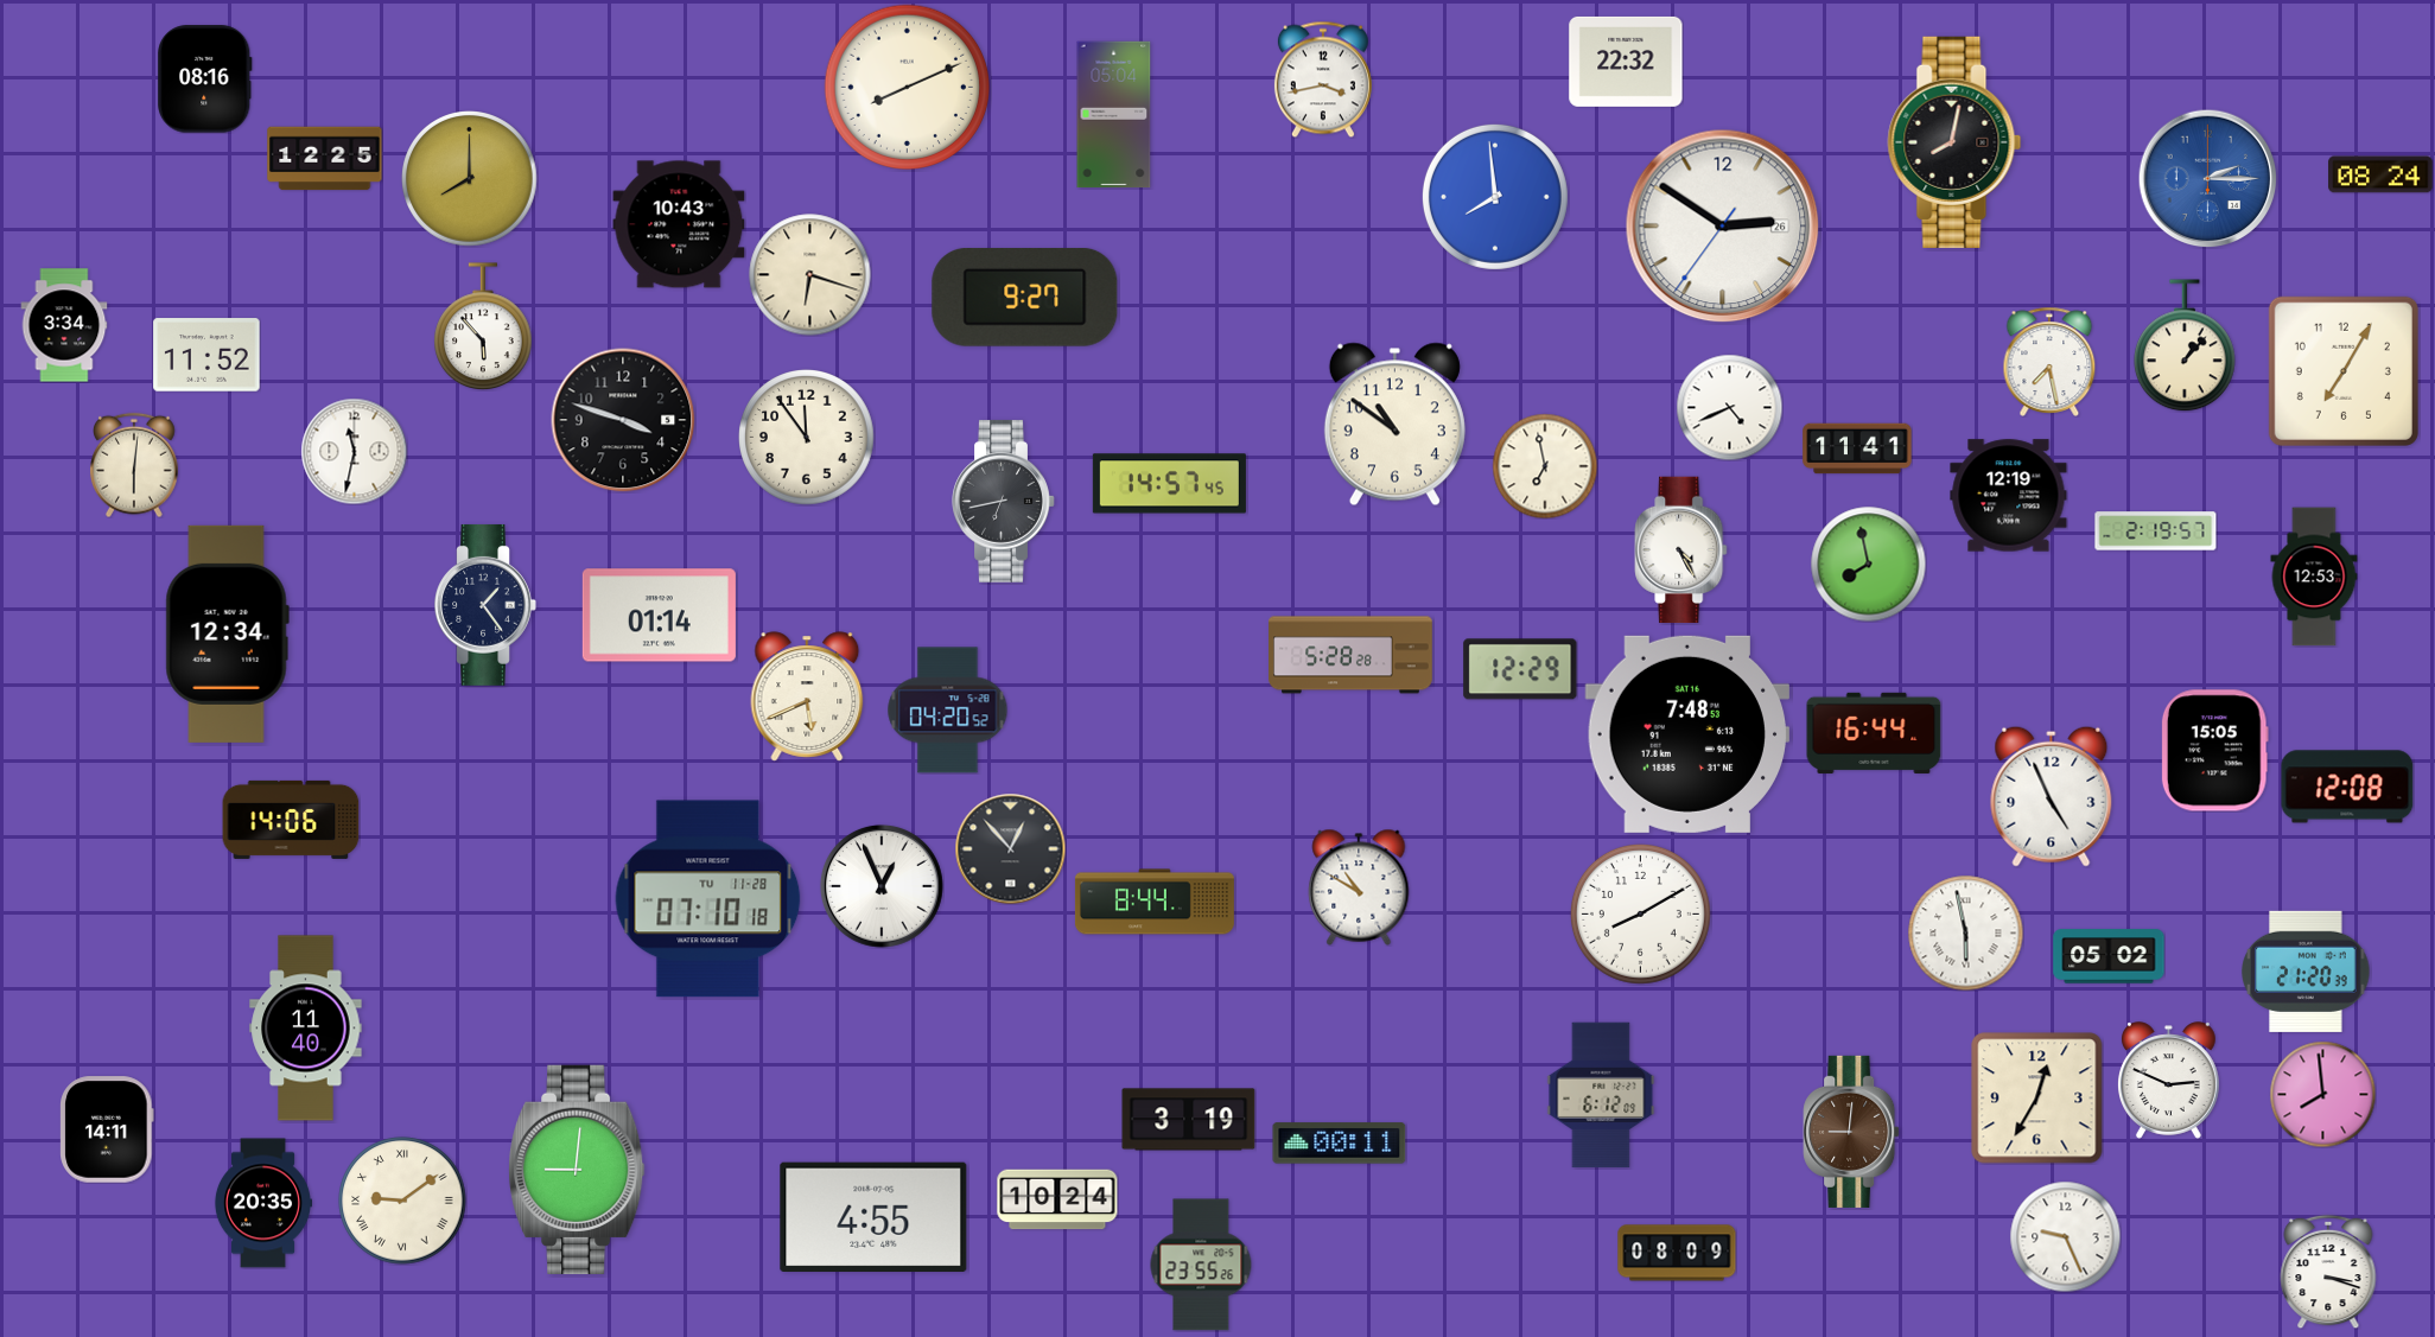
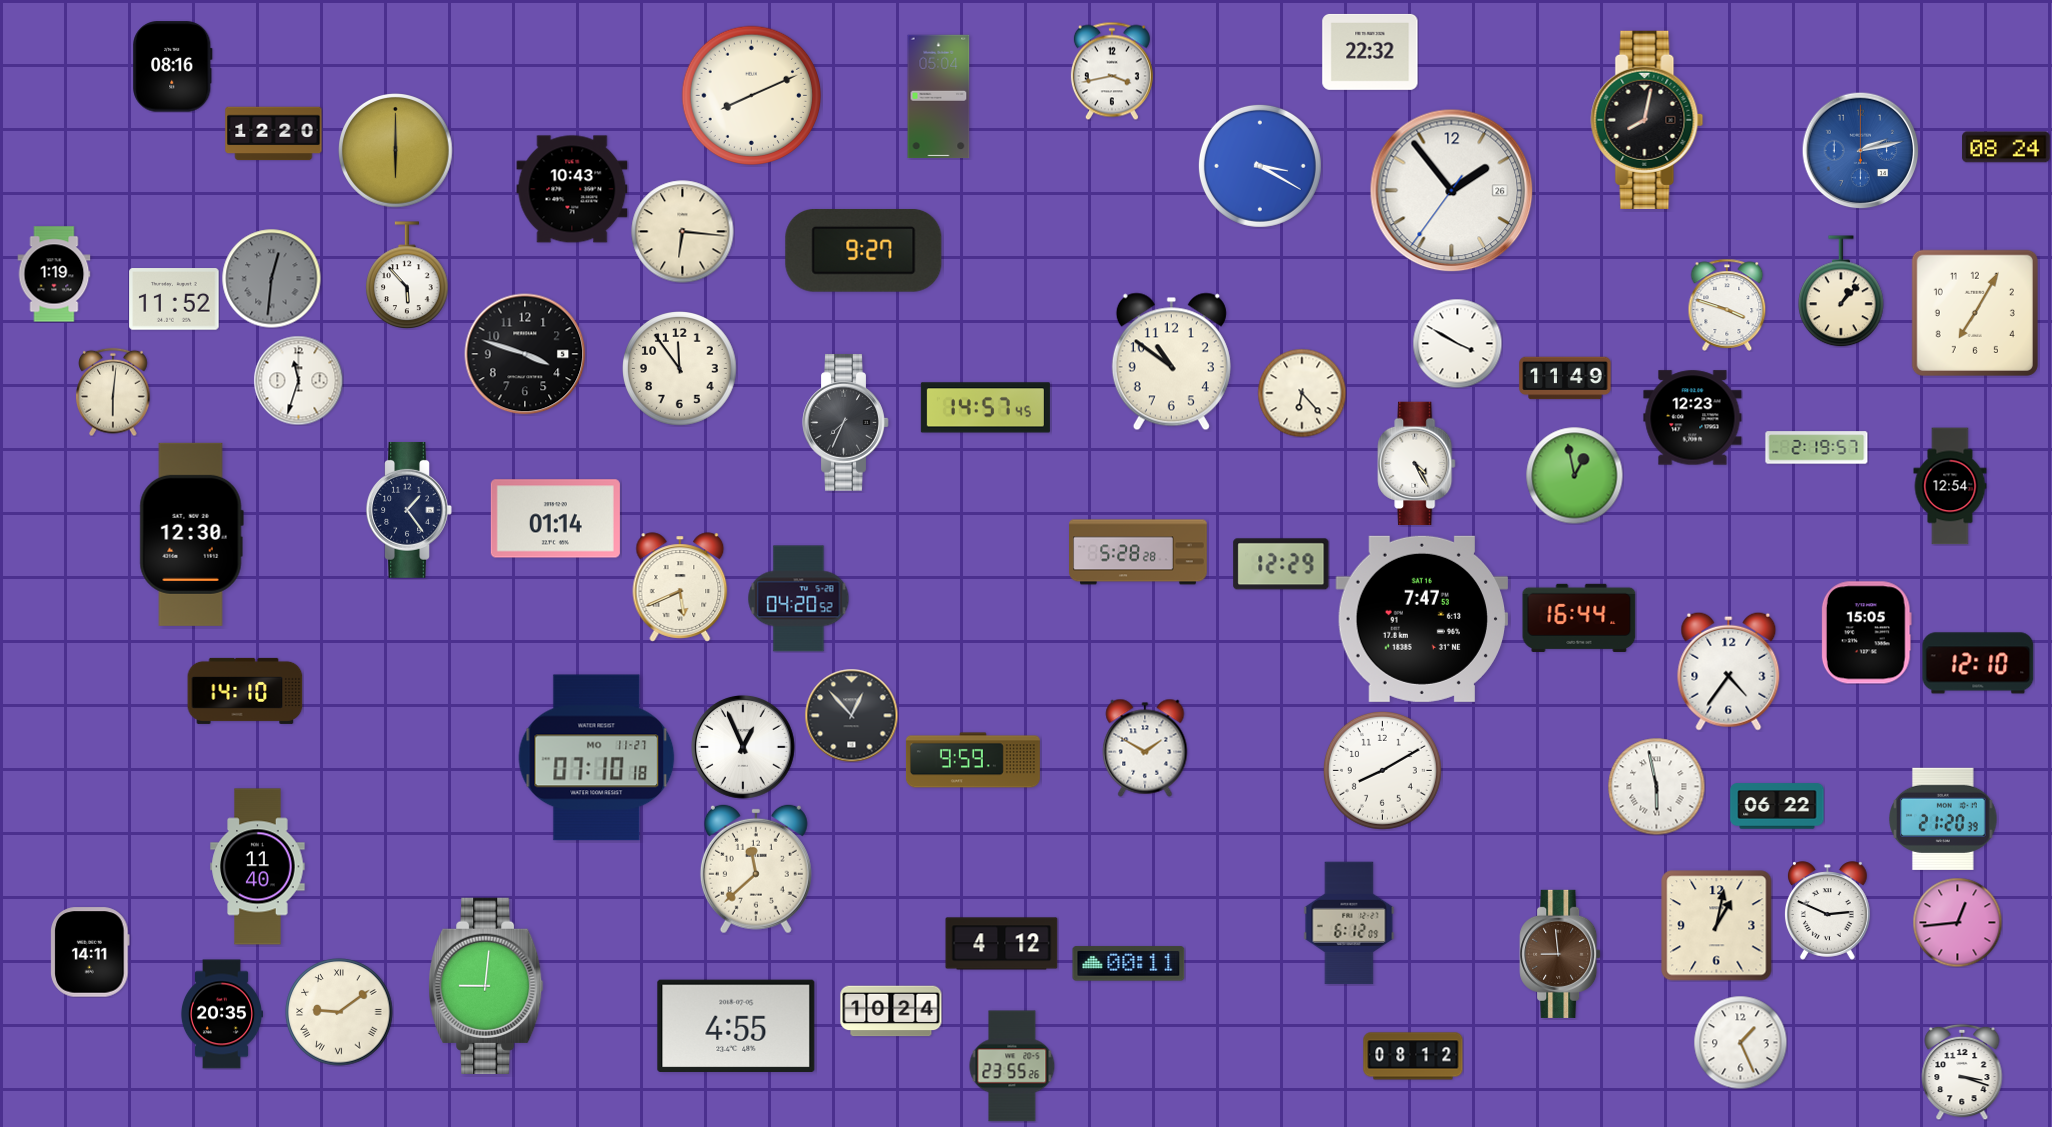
clock at (1323, 79) position: (1323, 79) -> (1112, 71)
clock at (908, 88) position: (908, 88) -> (752, 96)
clock at (325, 159): 12:25 -> 12:20
clock at (2207, 178): 2:15 -> 2:13
clock at (470, 179): 8:00 -> 6:00
clock at (1495, 197): 7:59 -> 3:20
clock at (1723, 227): 2:50 -> 1:53
clock at (810, 275): 6:18 -> 6:16
clock at (64, 325): 3:34 -> 1:19
clock at (272, 279): none -> 12:31
clock at (2049, 362): 7:28 -> 3:48
clock at (1729, 407): 4:41 -> 3:50
clock at (1394, 425) position: (1394, 425) -> (1171, 362)
clock at (1857, 448): 11:41 -> 11:49
clock at (354, 451): 11:32 -> 11:33
clock at (1545, 466): 6:58 -> 6:23
clock at (2009, 496): 12:19 -> 12:23
clock at (1004, 501): 6:43 -> 7:34
clock at (1868, 564): 7:58 -> 12:58
clock at (2314, 577): 12:53 -> 12:54
clock at (227, 634): 12:34 -> 12:30
clock at (1686, 734): 7:48 -> 7:47
clock at (2347, 787): 12:08 -> 12:10
clock at (2052, 796): 4:56 -> 4:36
clock at (291, 820): 14:06 -> 14:10
clock at (1359, 887): 10:50 -> 1:50
clock at (708, 899) date: TU 11-28 -> MO 11-27
clock at (1155, 902): 8:44 -> 9:59
clock at (2109, 956): 05:02 -> 06:22
clock at (756, 869): none -> 11:38
clock at (2322, 1094): 7:59 -> 12:44
clock at (2037, 1099): 12:35 -> 1:02
clock at (1189, 1120): 3:19 -> 4:12
clock at (1851, 1132): 9:01 -> 8:59
clock at (2065, 1236): 9:26 -> 1:26
clock at (1677, 1253): 08:09 -> 08:12
